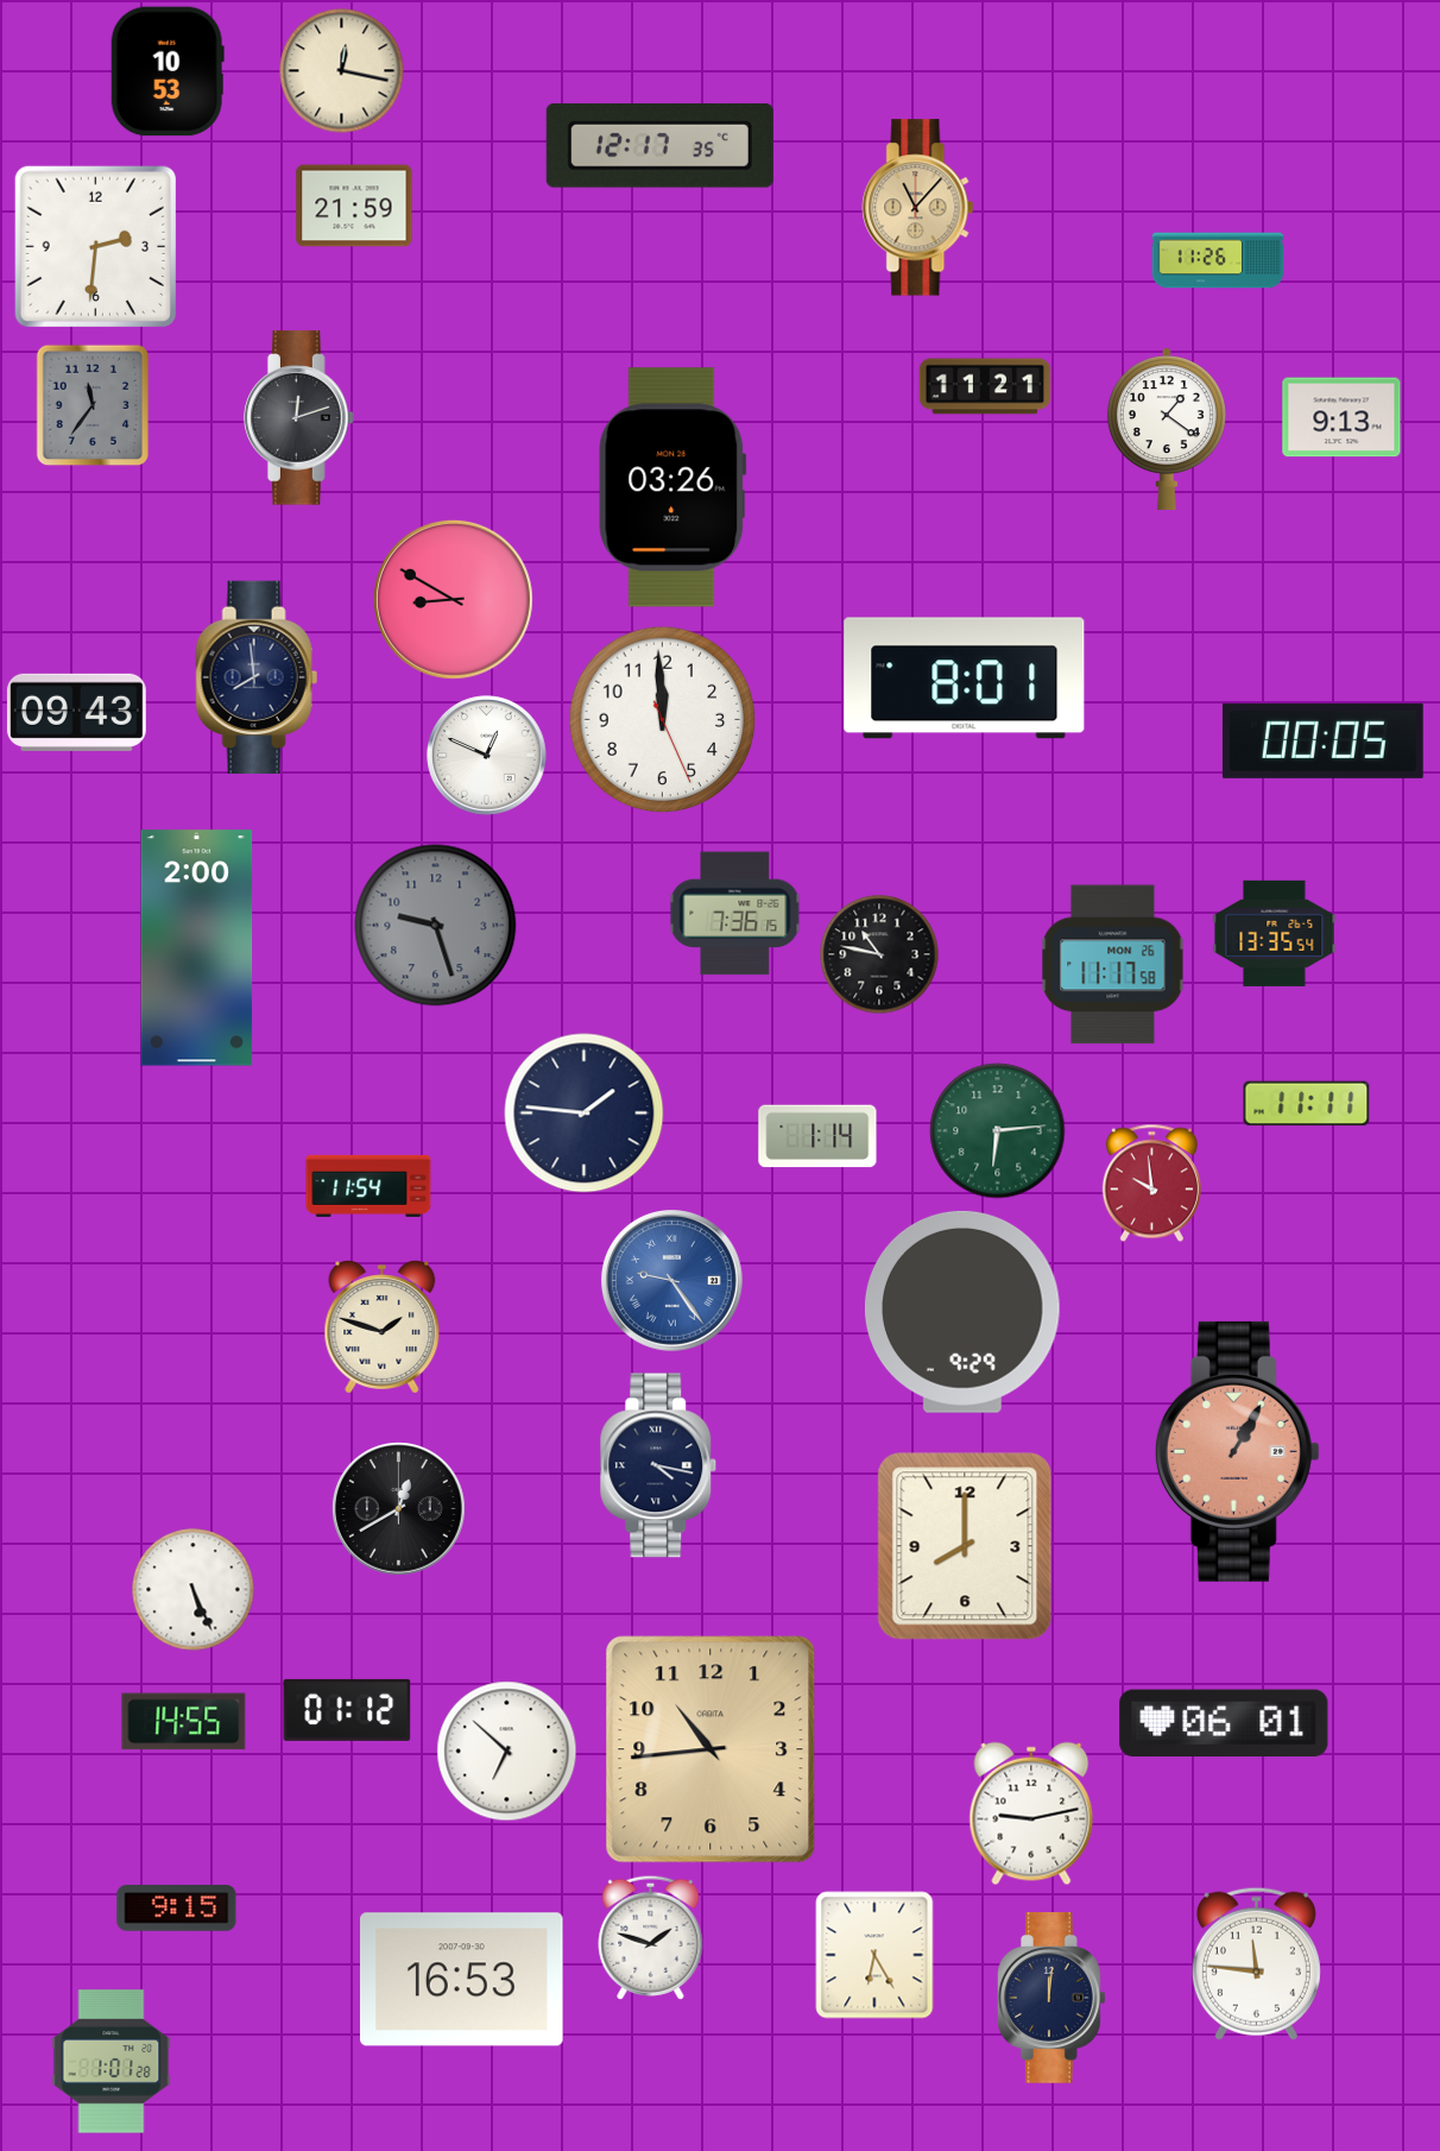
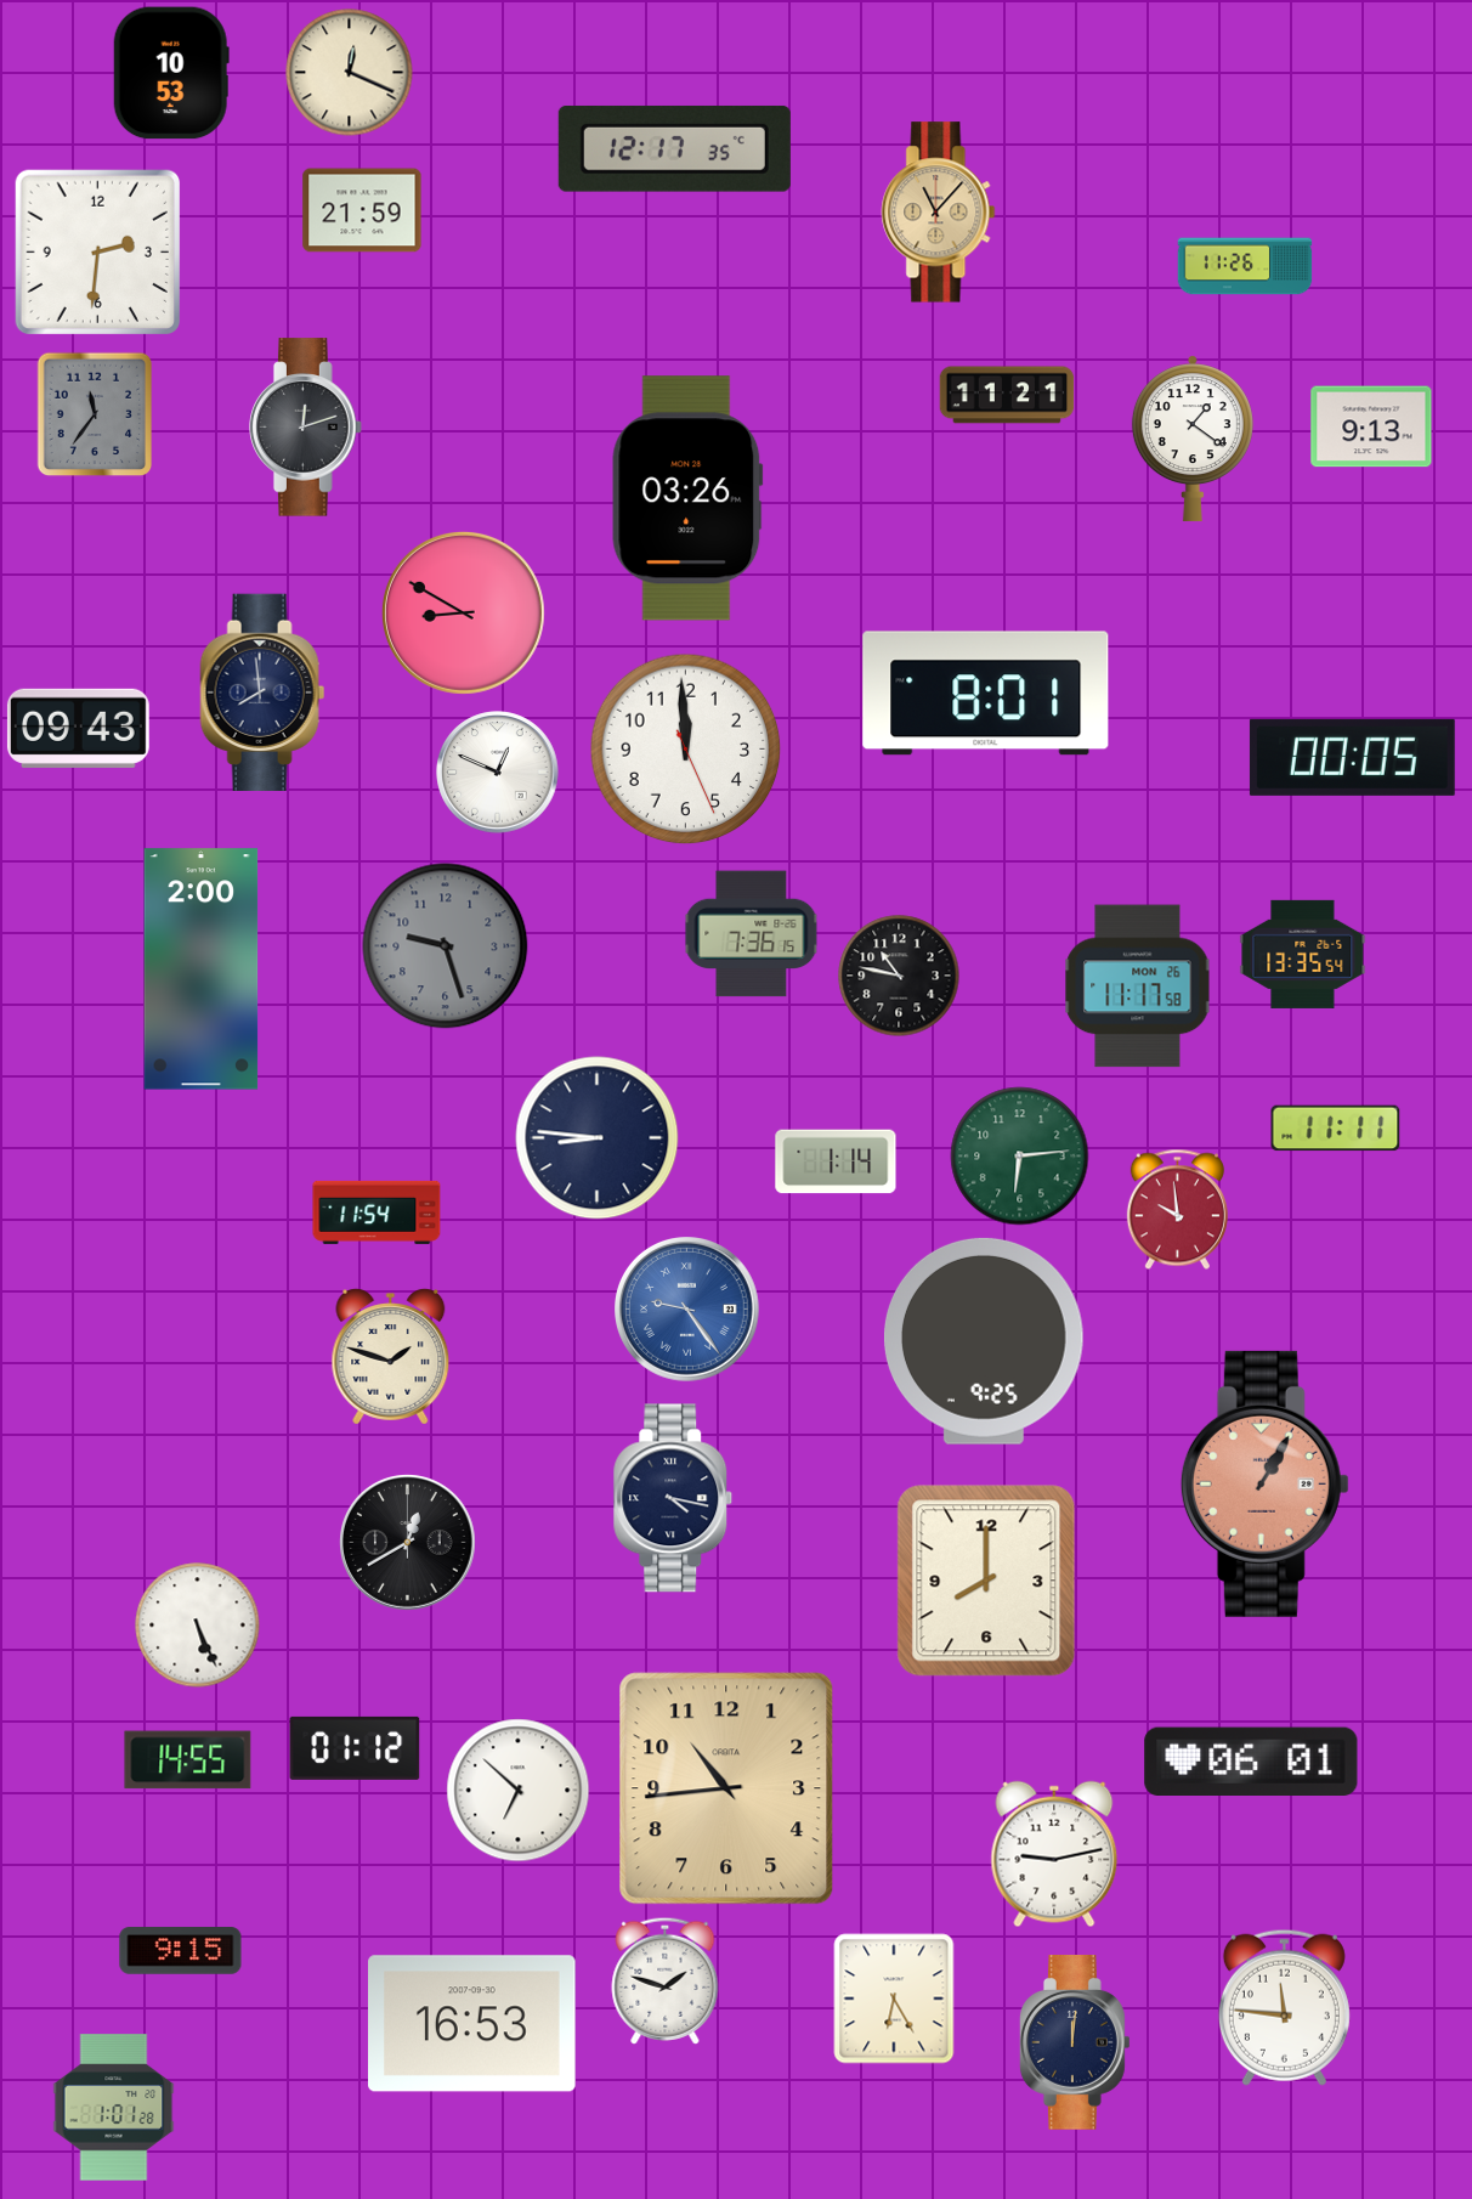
clock at (342, 71): 12:17 -> 12:19
clock at (663, 720) position: (663, 720) -> (686, 750)
clock at (585, 1114): 1:46 -> 8:46
clock at (962, 1312): 9:29 -> 9:25
